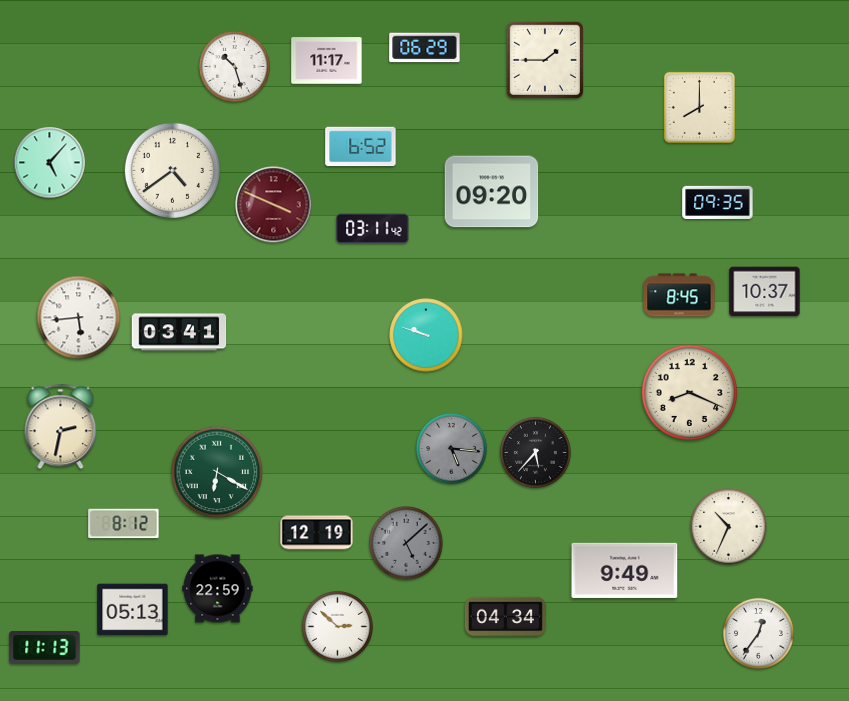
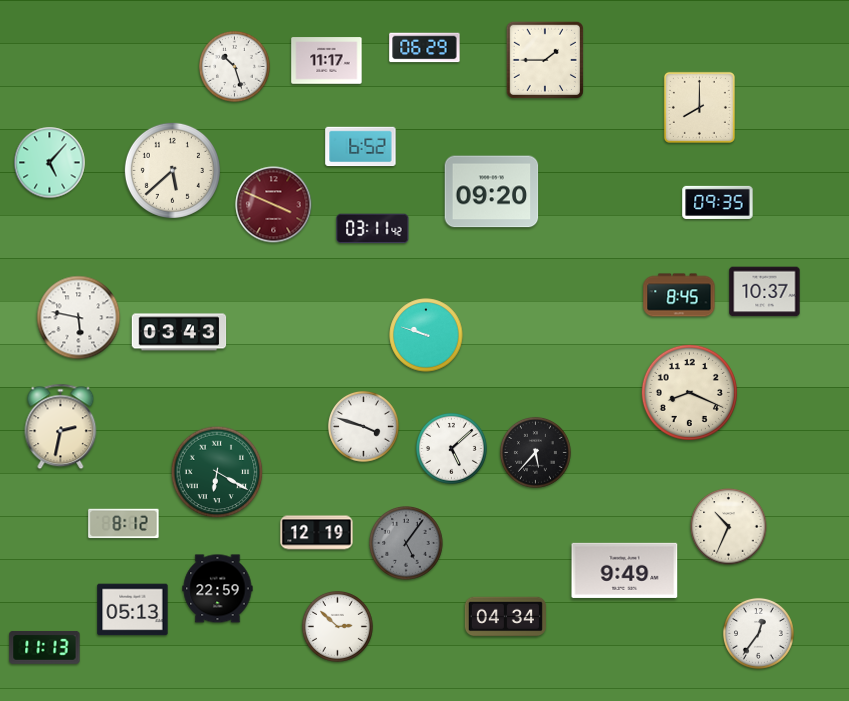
clock at (172, 170): 4:39 -> 5:38
clock at (79, 318): 5:44 -> 5:47
clock at (179, 332): 03:41 -> 03:43
clock at (363, 426): none -> 3:48
clock at (451, 448): 5:16 -> 5:08
clock at (451, 448) dial: grey -> white
clock at (406, 543): 5:08 -> 5:06
